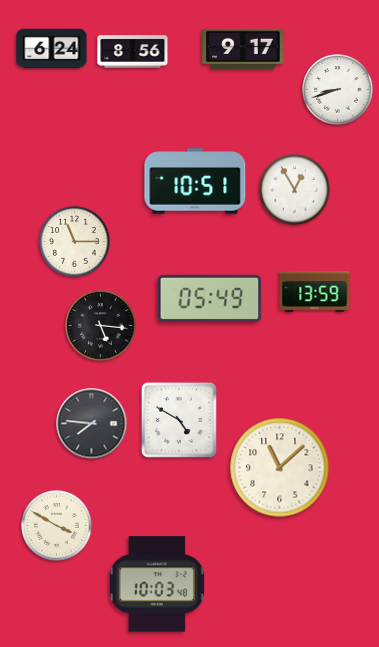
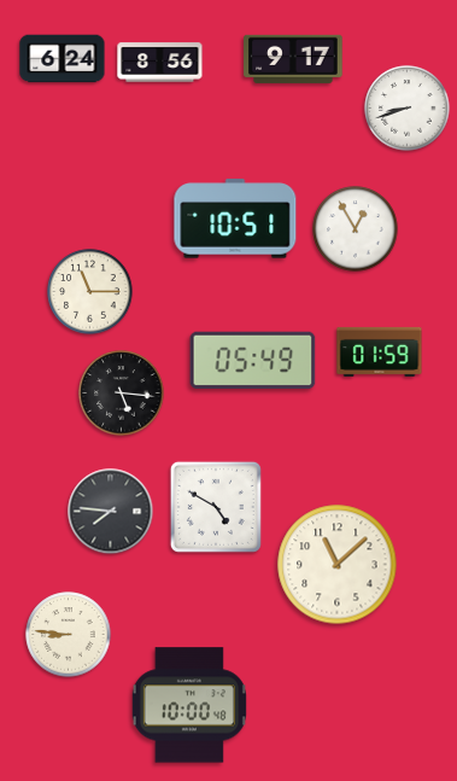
clock at (315, 291): 13:59 -> 01:59
clock at (57, 526): 3:50 -> 8:46
clock at (157, 584): 10:03 -> 10:00
